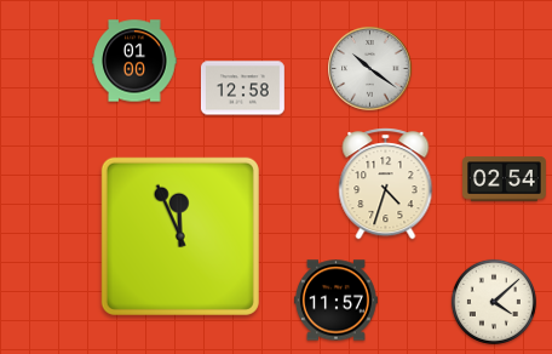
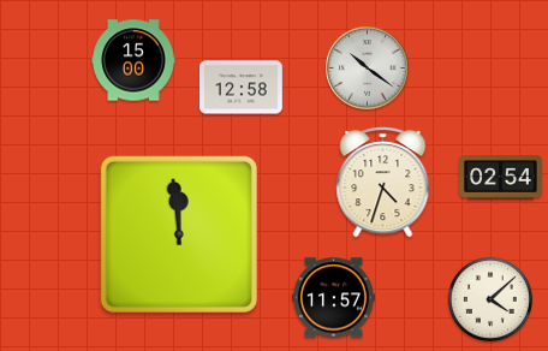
clock at (134, 61): 01:00 -> 15:00
clock at (180, 236): 11:56 -> 11:59
